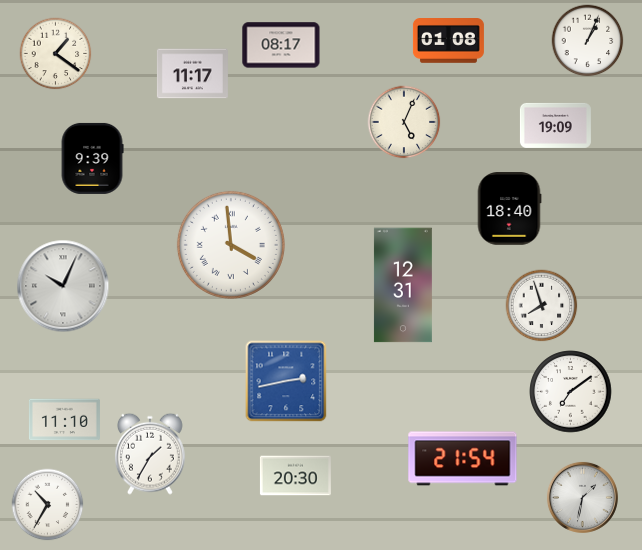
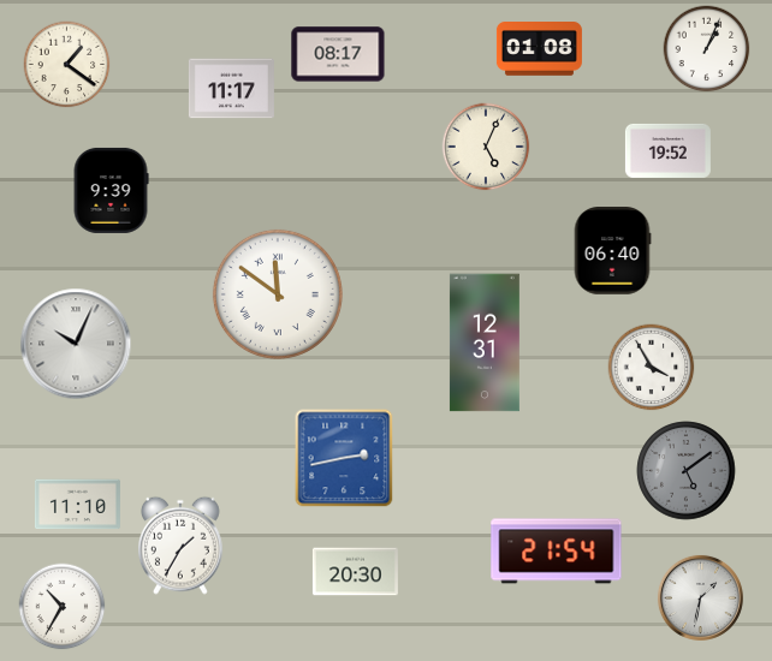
clock at (555, 125): 19:09 -> 19:52
clock at (509, 209): 18:40 -> 06:40
clock at (231, 245): 3:59 -> 11:51
clock at (542, 306): 7:57 -> 3:55
clock at (571, 392): 7:09 -> 5:09
clock at (571, 392) dial: white -> grey
clock at (48, 505) position: (48, 505) -> (63, 607)
